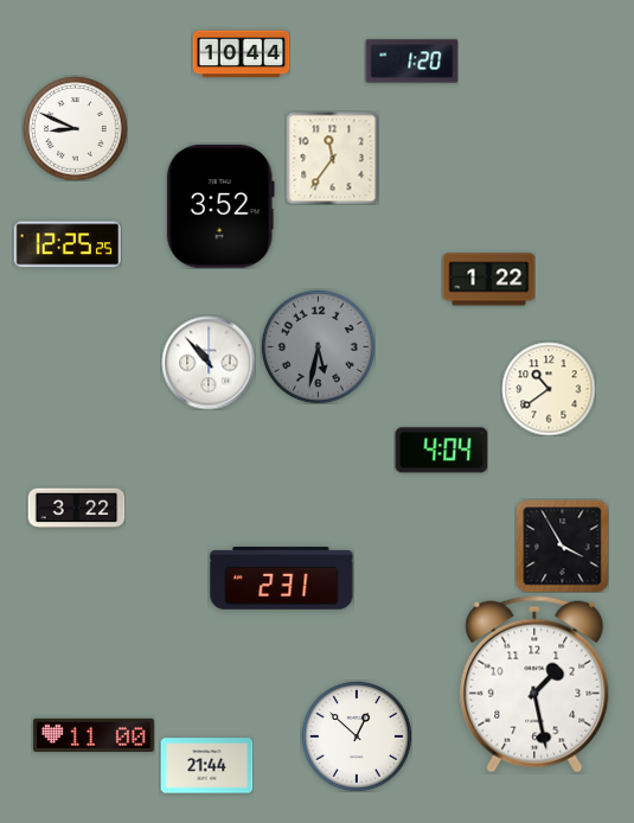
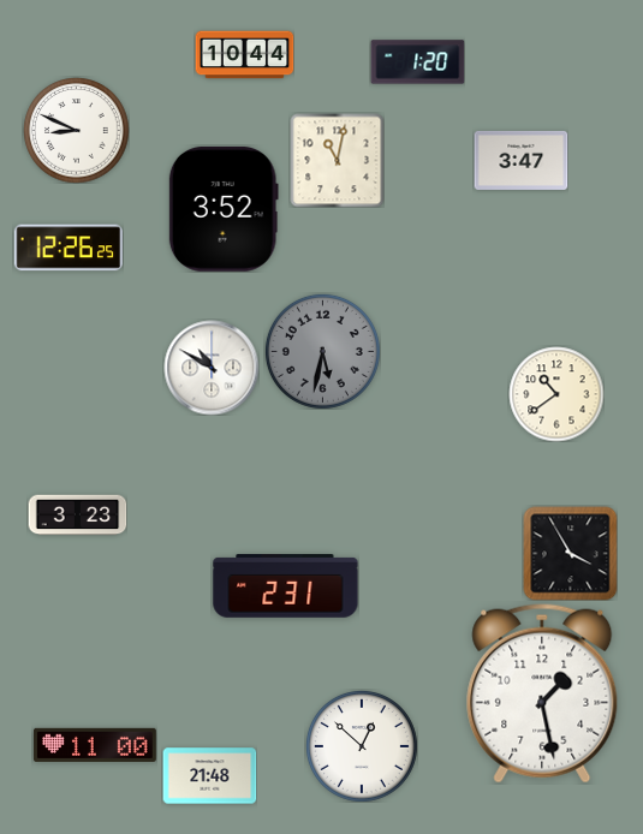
clock at (332, 158): 11:36 -> 11:02
clock at (520, 160): none -> 3:47
clock at (68, 244): 12:25 -> 12:26
clock at (488, 280): 1:22 -> none
clock at (209, 363): 10:53 -> 10:50
clock at (441, 451): 4:04 -> none
clock at (76, 509): 3:22 -> 3:23
clock at (206, 766): 21:44 -> 21:48
